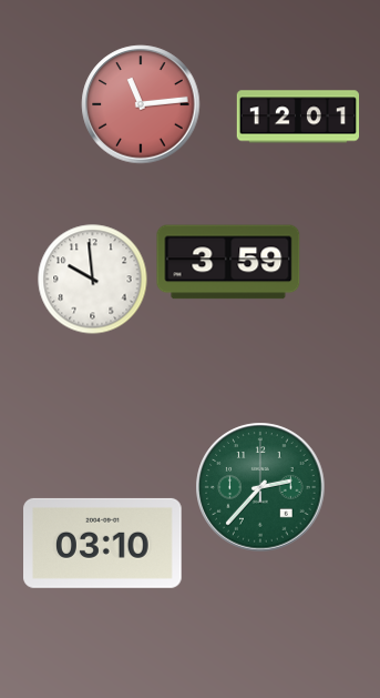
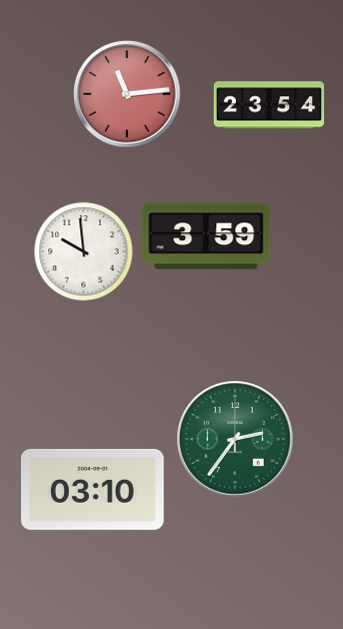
clock at (298, 117): 12:01 -> 23:54
clock at (260, 487): 2:37 -> 2:36
